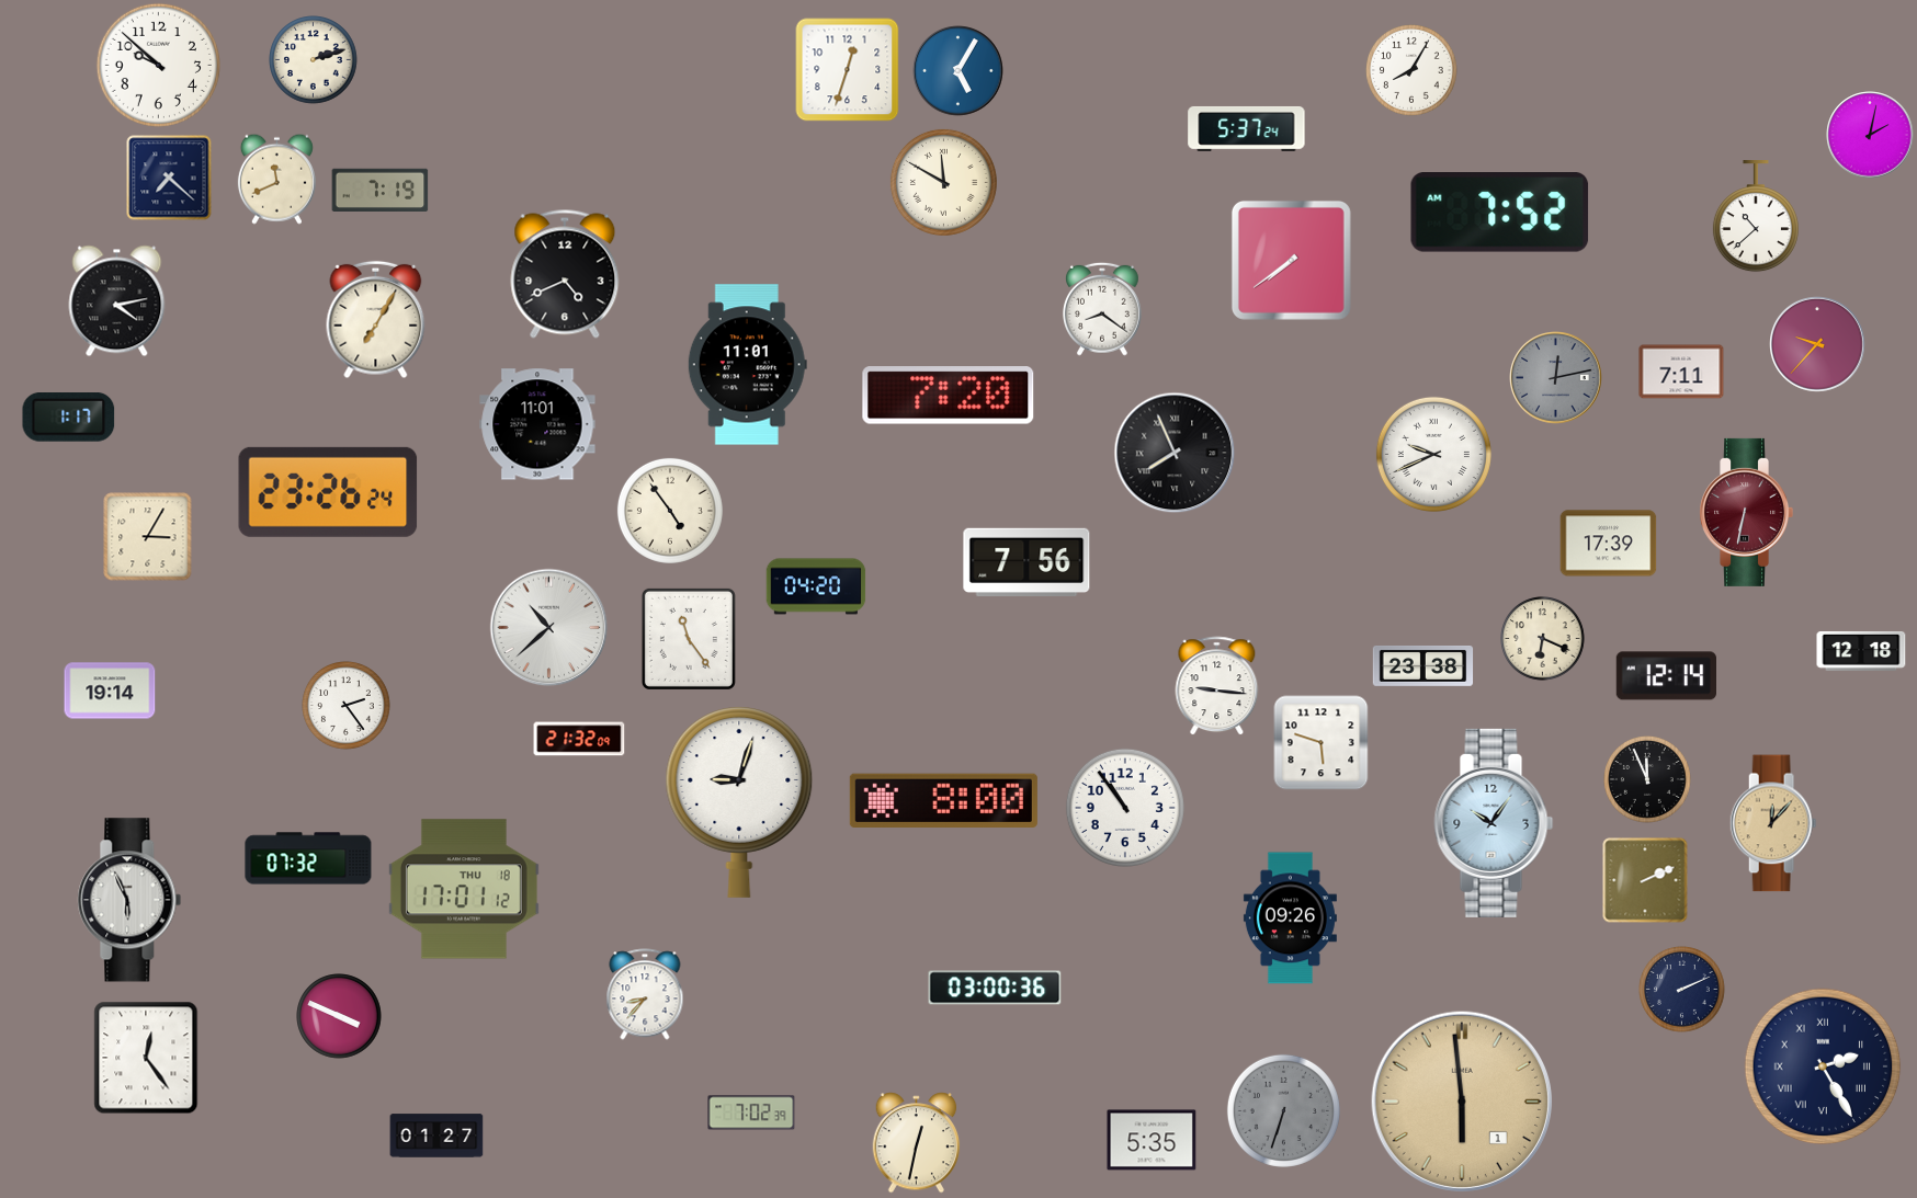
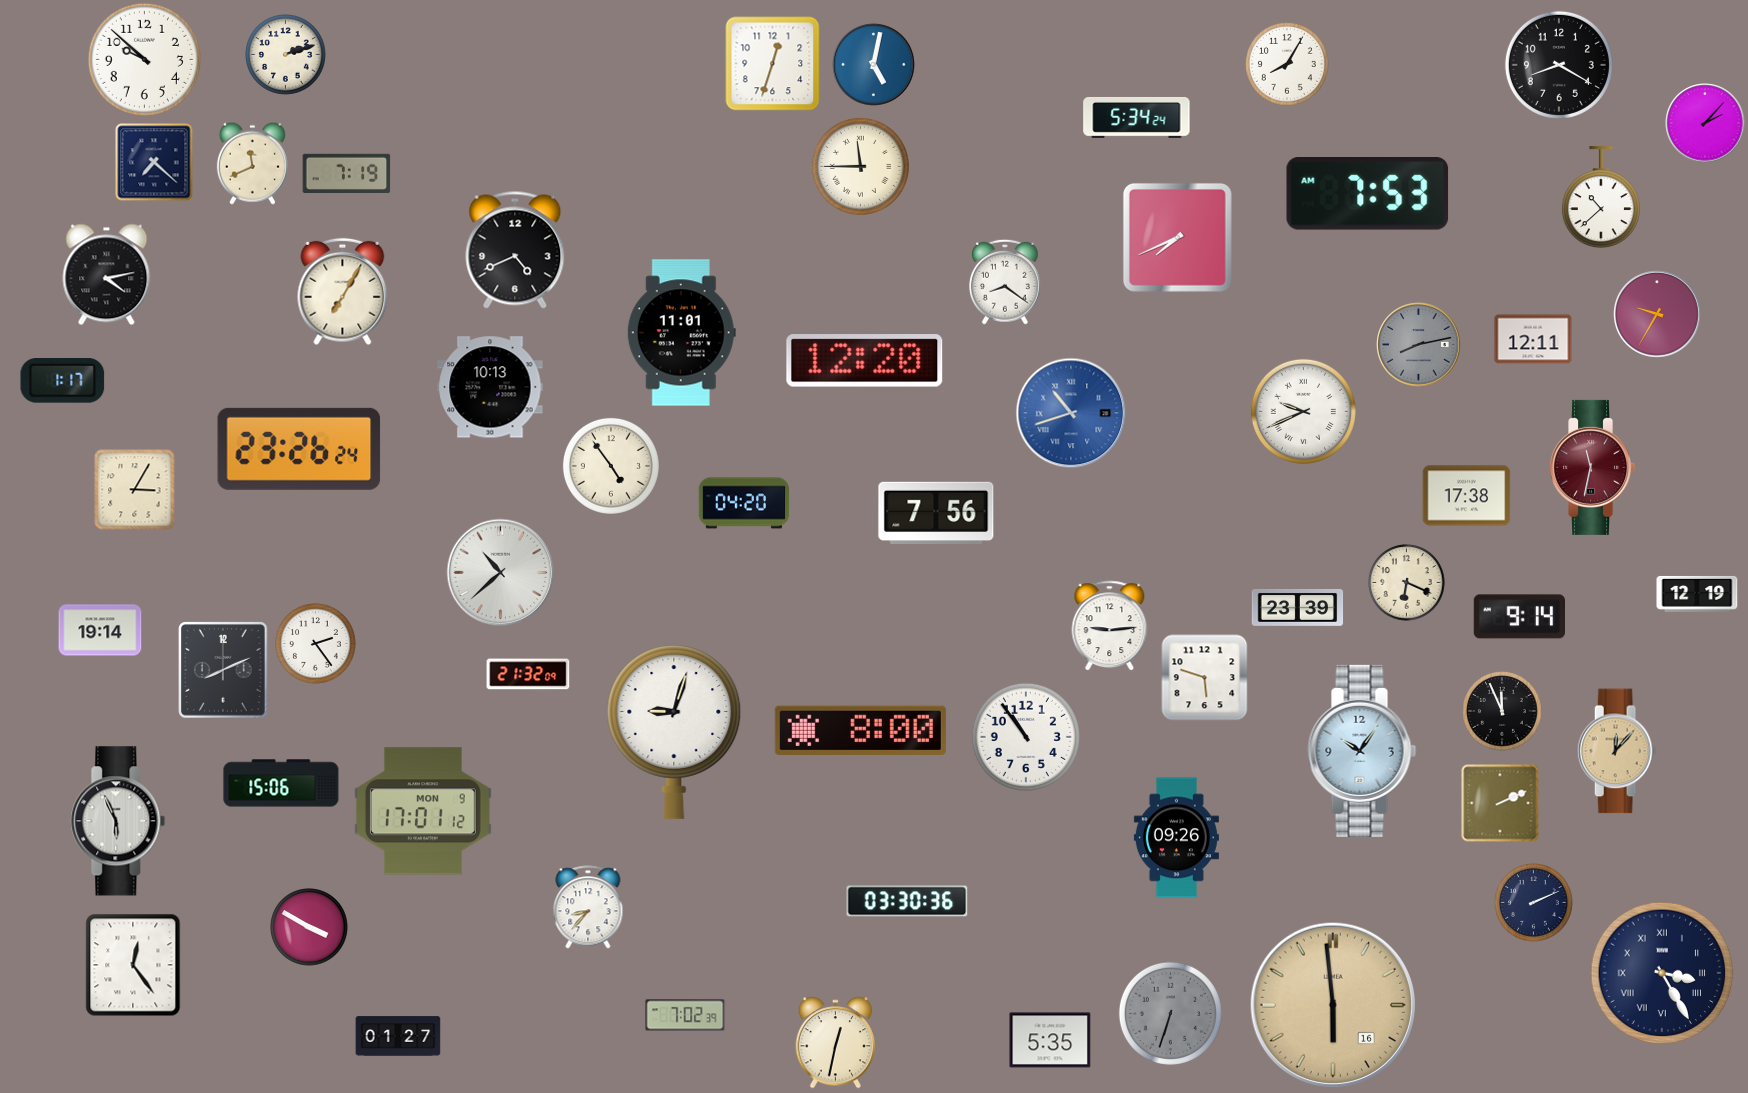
clock at (958, 71): 5:05 -> 5:02
clock at (1559, 65): none -> 8:20
clock at (1247, 129): 5:37 -> 5:34
clock at (1870, 135): 2:02 -> 2:07
clock at (943, 182): 11:50 -> 11:45
clock at (1500, 213): 7:52 -> 7:53
clock at (1291, 260): 7:39 -> 7:41
clock at (1818, 345): 9:37 -> 9:35
clock at (1681, 372): 7:11 -> 12:11
clock at (1556, 378): 12:13 -> 8:13
clock at (949, 396): 7:20 -> 12:20
clock at (537, 424): 11:01 -> 10:13
clock at (1175, 453): 7:56 -> 10:42
clock at (1175, 453) dial: black -> blue
clock at (1433, 454) position: (1433, 454) -> (1303, 411)
clock at (1746, 512): 6:32 -> 11:32
clock at (1609, 544): 17:39 -> 17:38
clock at (816, 586) position: (816, 586) -> (744, 503)
clock at (689, 639): 11:24 -> none
clock at (1861, 651): 12:18 -> 12:19
clock at (1423, 666): 23:38 -> 23:39
clock at (1666, 676): 12:14 -> 9:14
clock at (1217, 686): 9:16 -> 9:14
clock at (224, 670): none -> 8:11
clock at (308, 858): 07:32 -> 15:06
clock at (464, 889) date: THU 18 -> MON 9
clock at (995, 988): 03:00 -> 03:30
clock at (339, 1016): 3:49 -> 3:50
clock at (1823, 1066): 2:25 -> 3:25
clock at (1461, 1100) date: 1 -> 16
